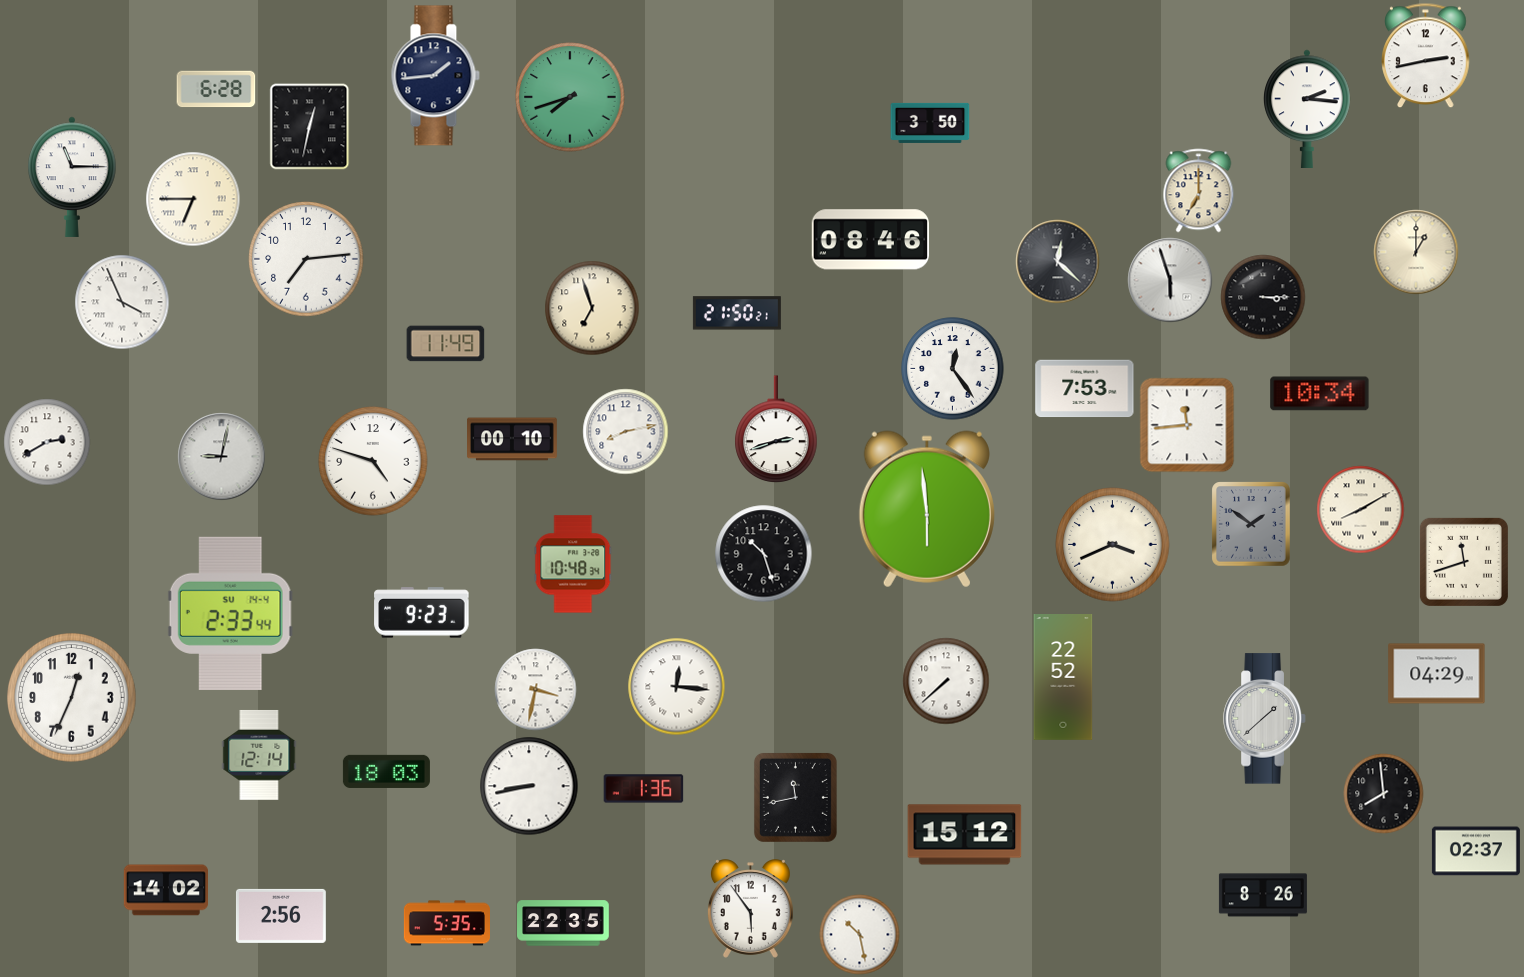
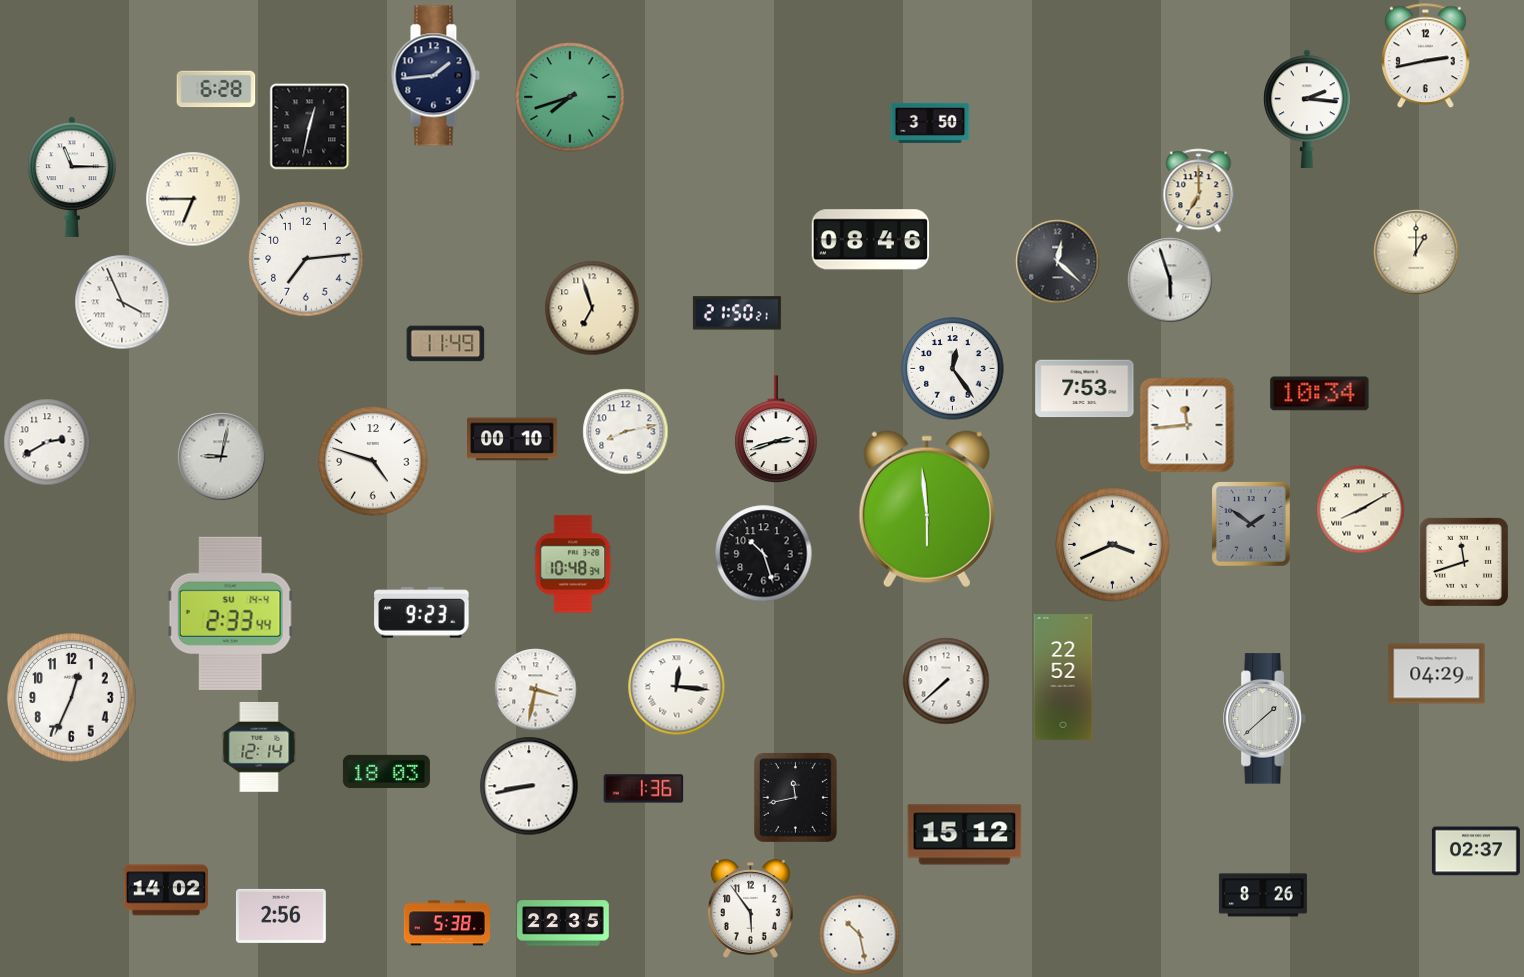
clock at (1263, 297): 3:15 -> none
clock at (259, 755) position: (259, 755) -> (259, 747)
clock at (1384, 794): 7:59 -> none
clock at (447, 923): 5:35 -> 5:38
